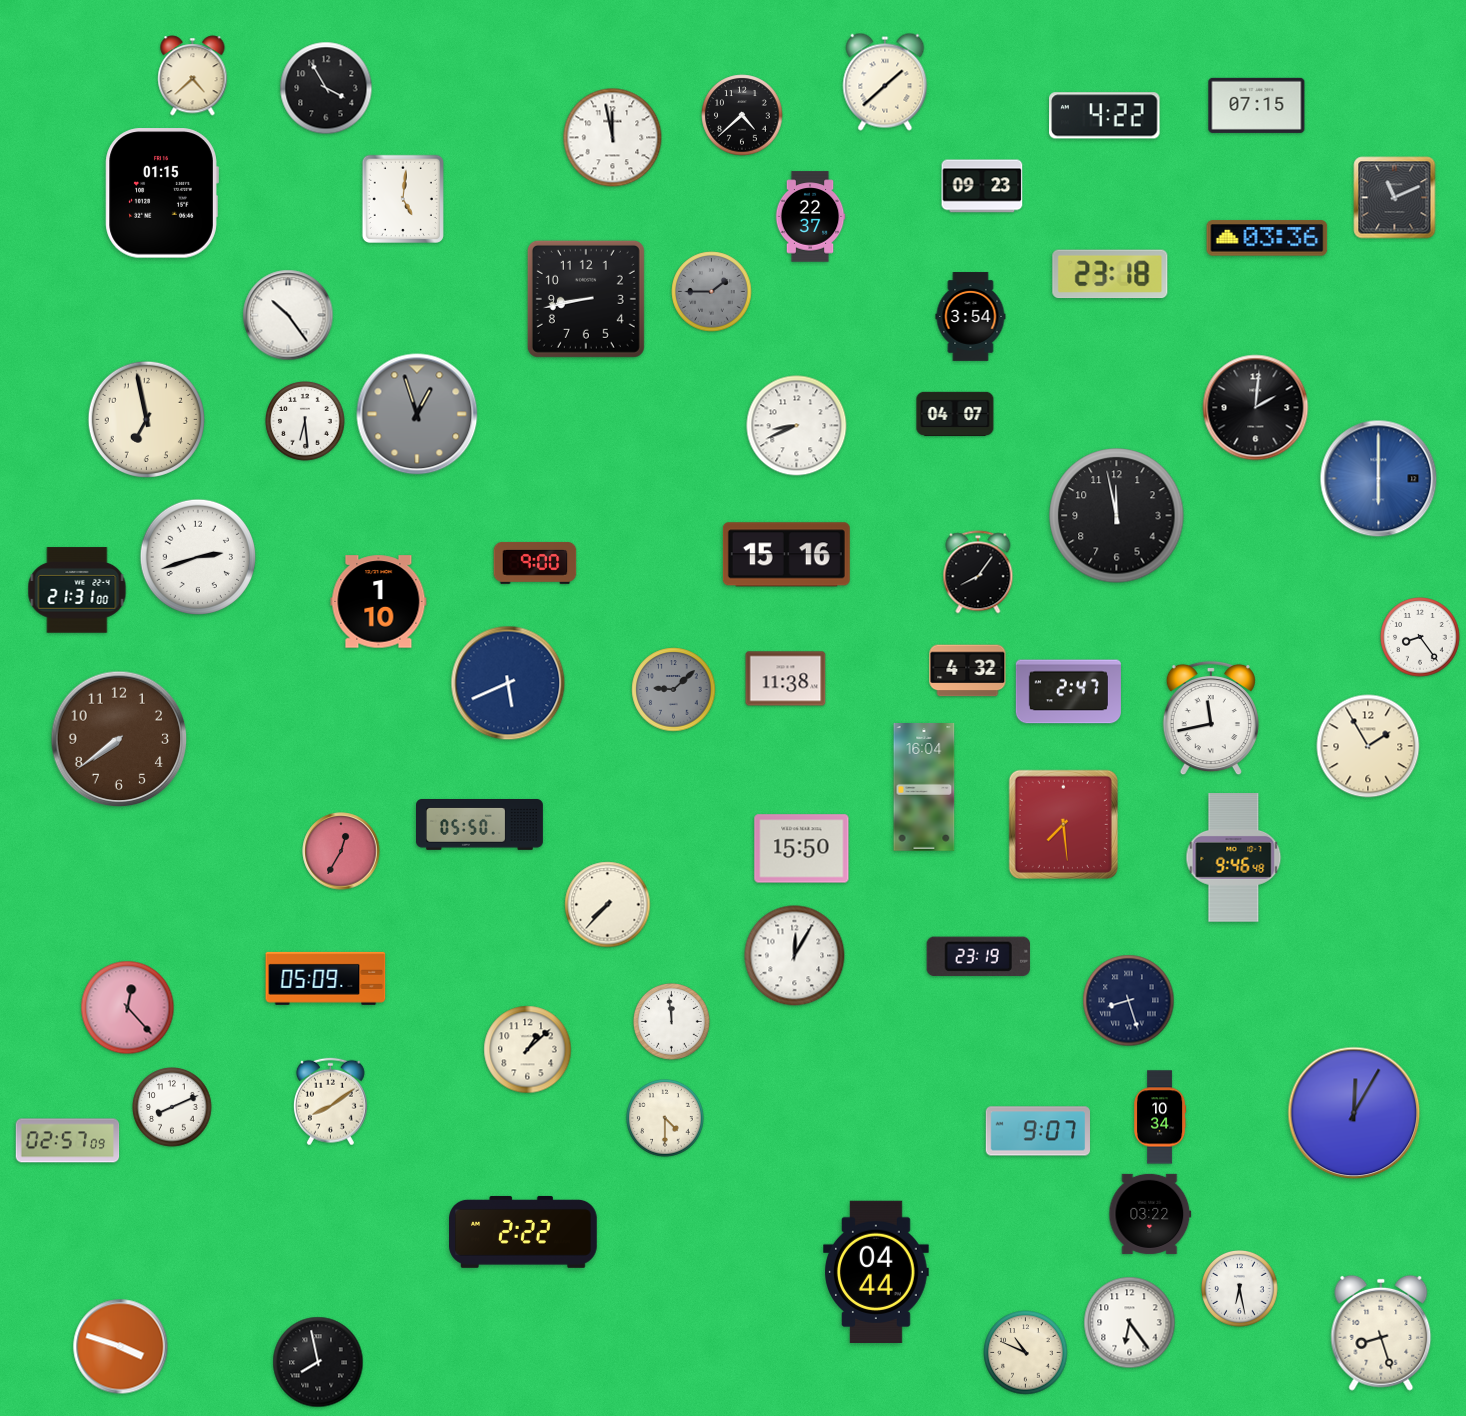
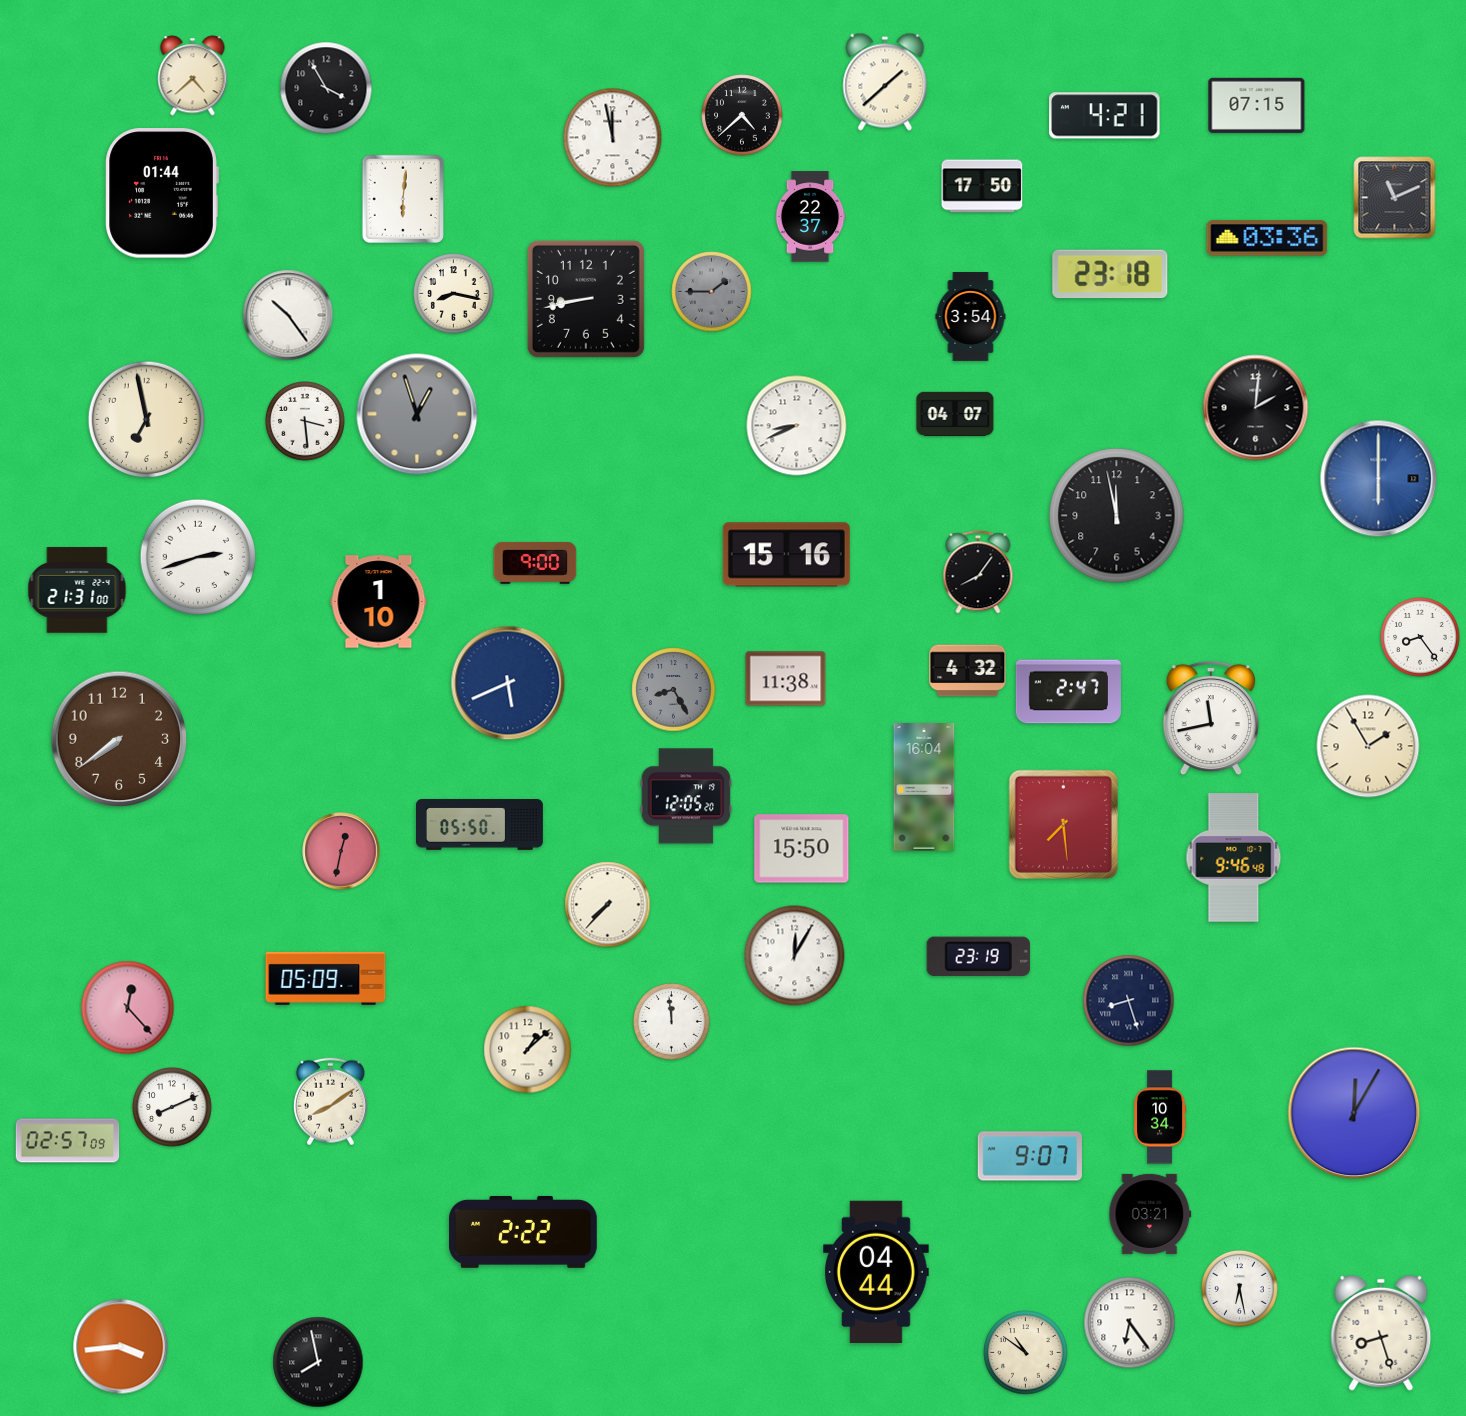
clock at (1105, 116): 4:22 -> 4:21
clock at (982, 186): 09:23 -> 17:50
clock at (162, 193): 01:15 -> 01:44
clock at (403, 199): 5:01 -> 6:01
clock at (454, 294): none -> 8:17
clock at (305, 421): 6:29 -> 3:29
clock at (674, 690): 9:08 -> 8:25
clock at (686, 796): none -> 12:05
clock at (341, 851): 12:35 -> 12:32
clock at (666, 1119): 4:30 -> none
clock at (1037, 1131) position: (1037, 1131) -> (1029, 1156)
clock at (1150, 1214): 03:22 -> 03:21
clock at (121, 1347): 3:48 -> 3:44
clock at (1026, 1353): 10:49 -> 10:51
